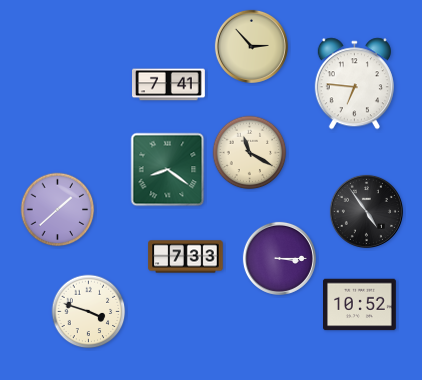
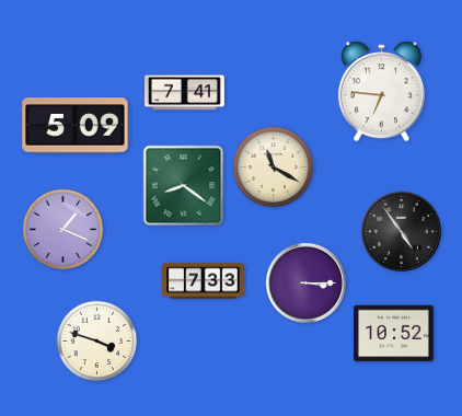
clock at (251, 46): 2:53 -> none
clock at (354, 84) position: (354, 84) -> (381, 92)
clock at (76, 126): none -> 5:09
clock at (58, 210): 1:38 -> 1:19
